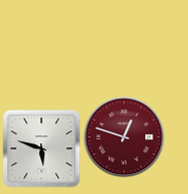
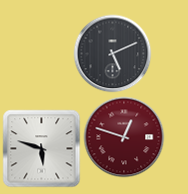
clock at (112, 53): none -> 5:11
